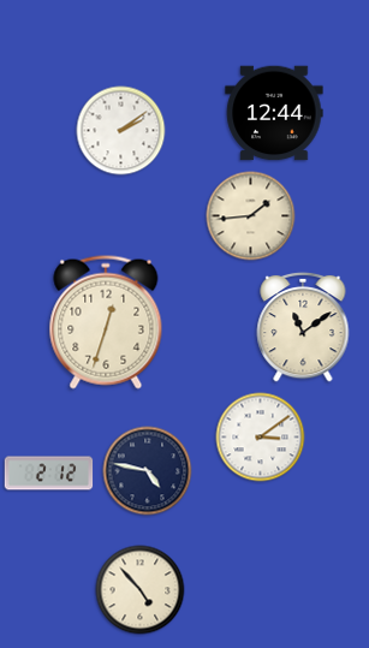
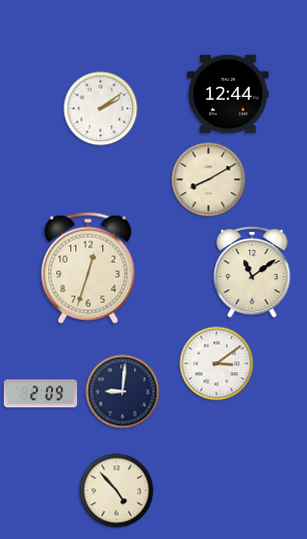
clock at (251, 216): 1:44 -> 8:10
clock at (148, 471): 4:47 -> 9:01
clock at (49, 474): 2:12 -> 2:09
